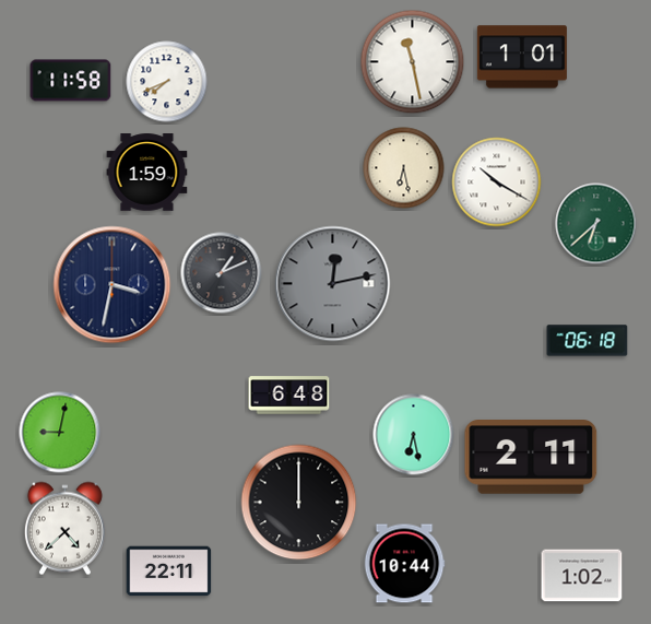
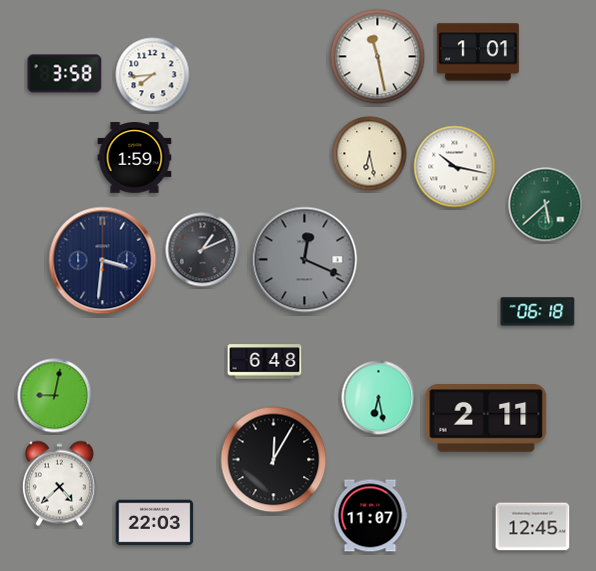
clock at (71, 81): 11:58 -> 3:58
clock at (167, 82): 7:41 -> 7:44
clock at (497, 183): 10:20 -> 10:17
clock at (596, 224): 6:38 -> 5:38
clock at (333, 284): 12:13 -> 12:19
clock at (113, 285): 3:32 -> 3:31
clock at (299, 503): 12:00 -> 12:05
clock at (404, 564): 10:44 -> 11:07
clock at (169, 572): 22:11 -> 22:03
clock at (582, 576): 1:02 -> 12:45
